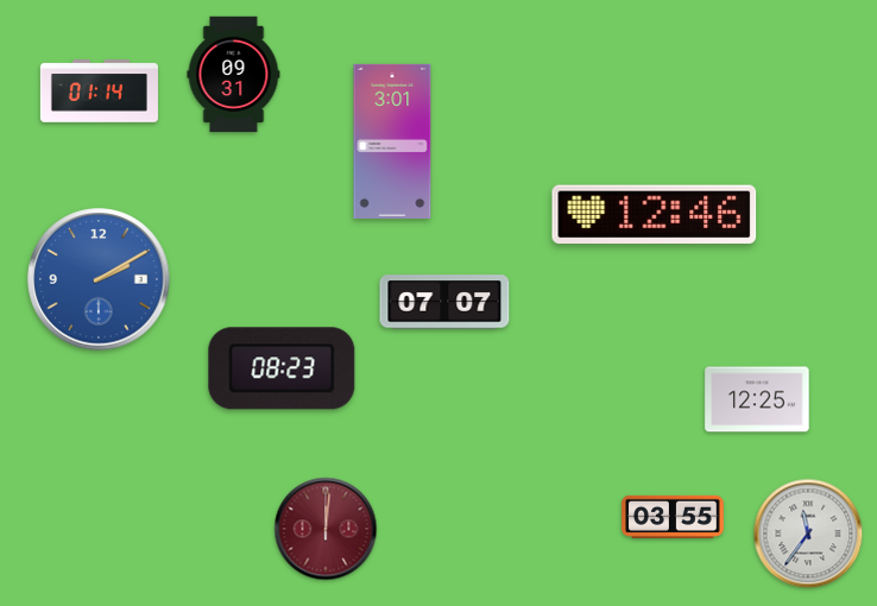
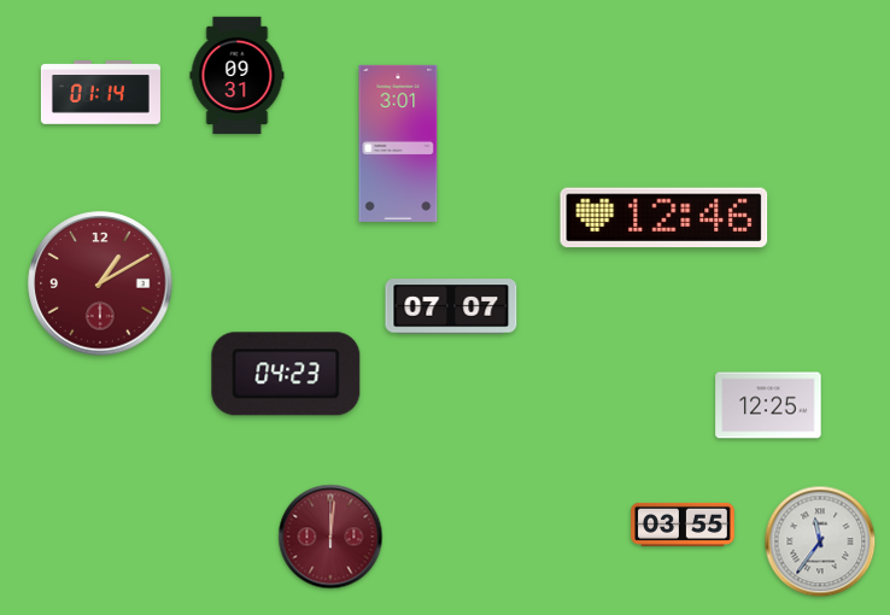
clock at (99, 279): 2:10 -> 1:10
clock at (99, 279) dial: blue -> burgundy
clock at (282, 368): 08:23 -> 04:23
